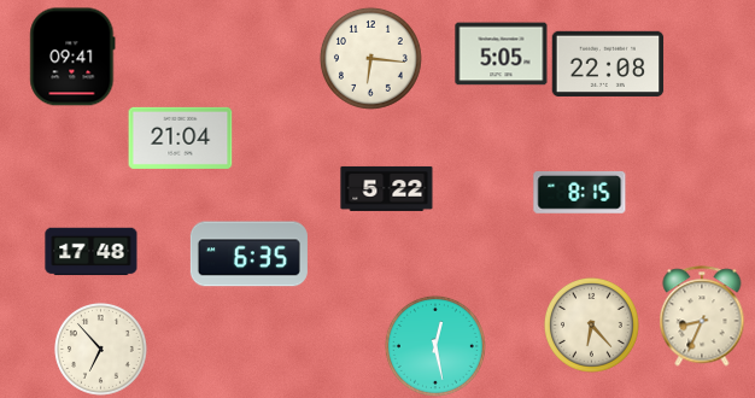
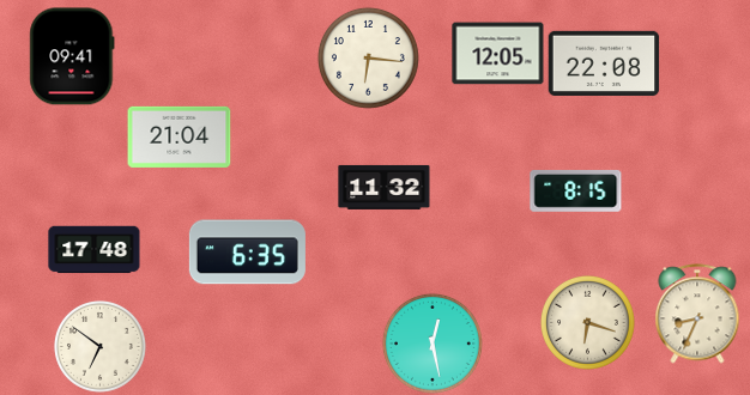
clock at (502, 54): 5:05 -> 12:05
clock at (387, 188): 5:22 -> 11:32
clock at (92, 252) position: (92, 252) -> (95, 250)
clock at (591, 324): 6:23 -> 6:18
clock at (101, 350): 6:53 -> 6:51
